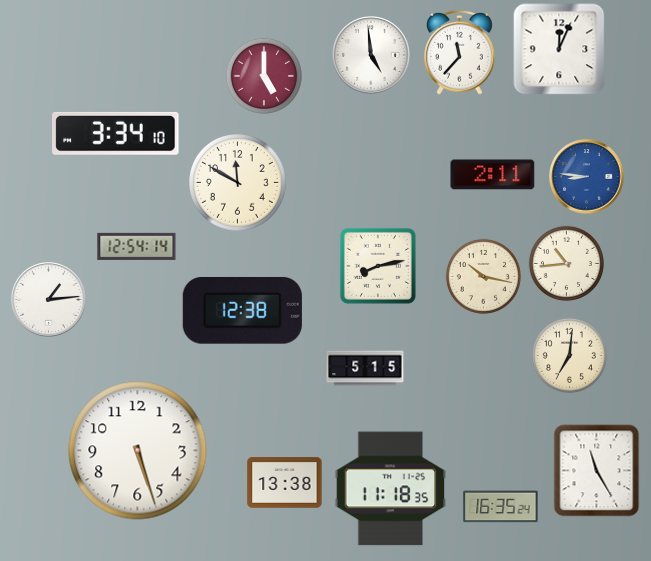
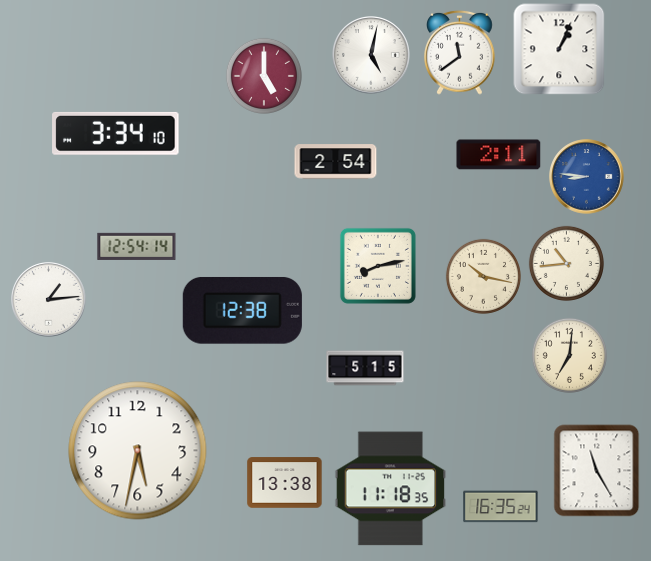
clock at (559, 49): 12:04 -> 1:04
clock at (460, 52): 11:37 -> 11:39
clock at (371, 55): 4:59 -> 5:02
clock at (336, 162): none -> 2:54
clock at (493, 175) position: (493, 175) -> (499, 155)
clock at (238, 183): 11:50 -> none
clock at (138, 451): 5:27 -> 5:32
